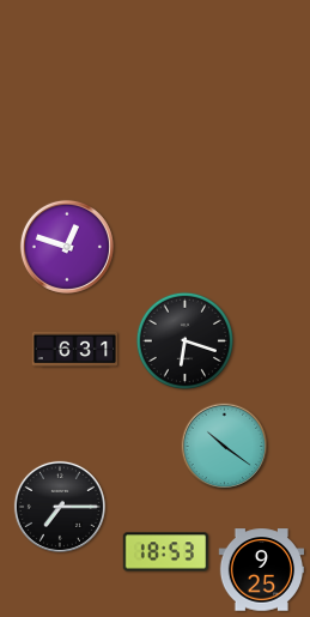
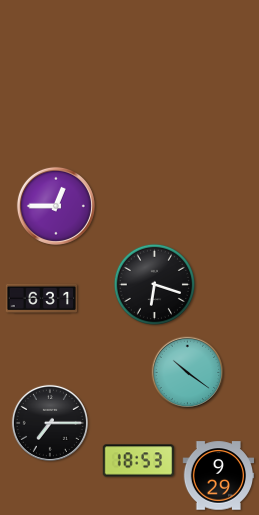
clock at (67, 247): 12:48 -> 12:45
clock at (75, 350) position: (75, 350) -> (42, 299)
clock at (262, 570): 9:25 -> 9:29
